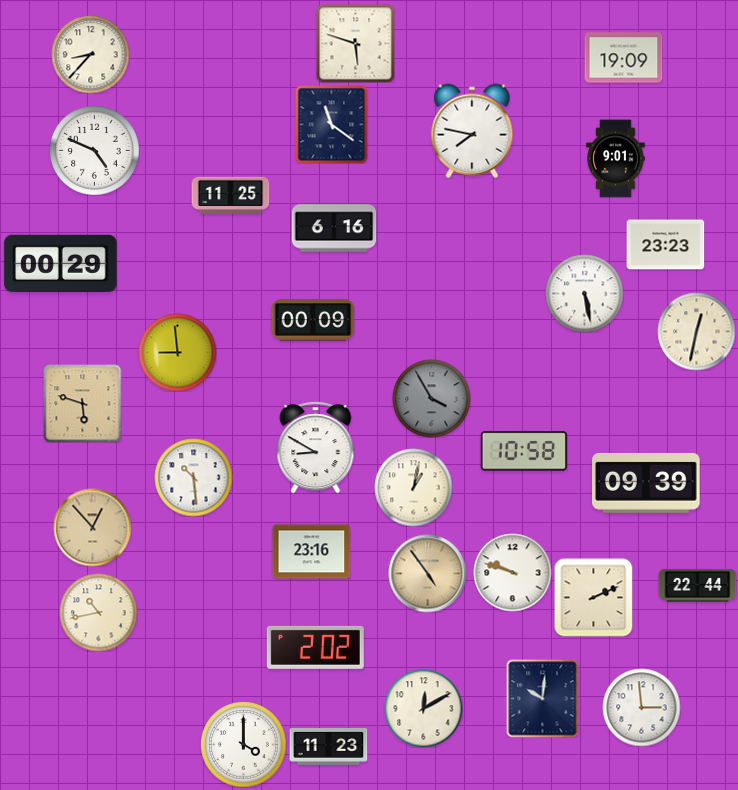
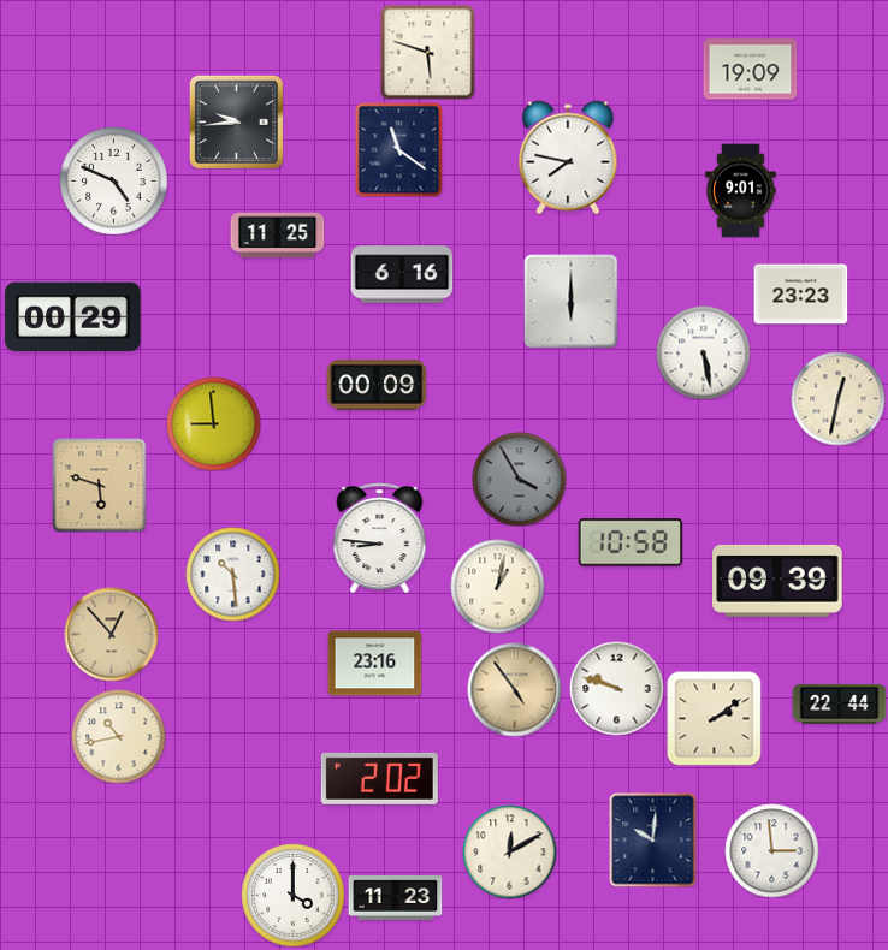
clock at (90, 54): 8:37 -> none
clock at (236, 121): none -> 9:44
clock at (570, 301): none -> 6:00
clock at (316, 447): 8:50 -> 8:46
clock at (593, 597): 2:11 -> 2:09
